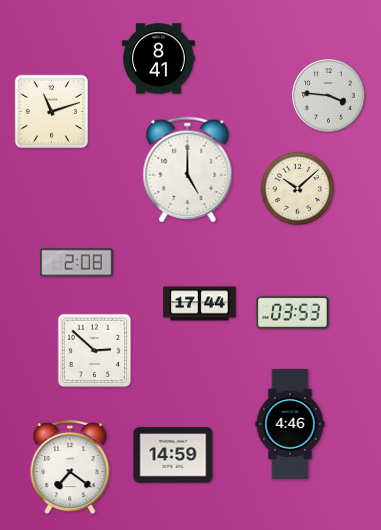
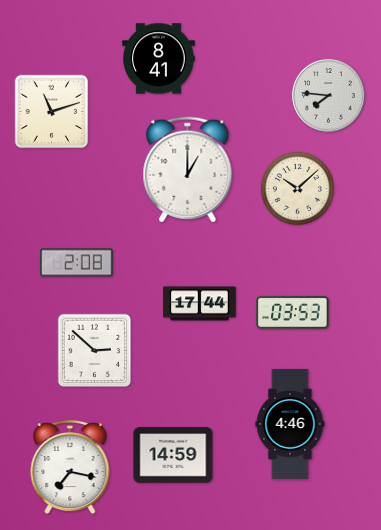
clock at (329, 96): 3:46 -> 7:46
clock at (188, 170): 5:00 -> 1:00
clock at (70, 468): 7:21 -> 7:17
